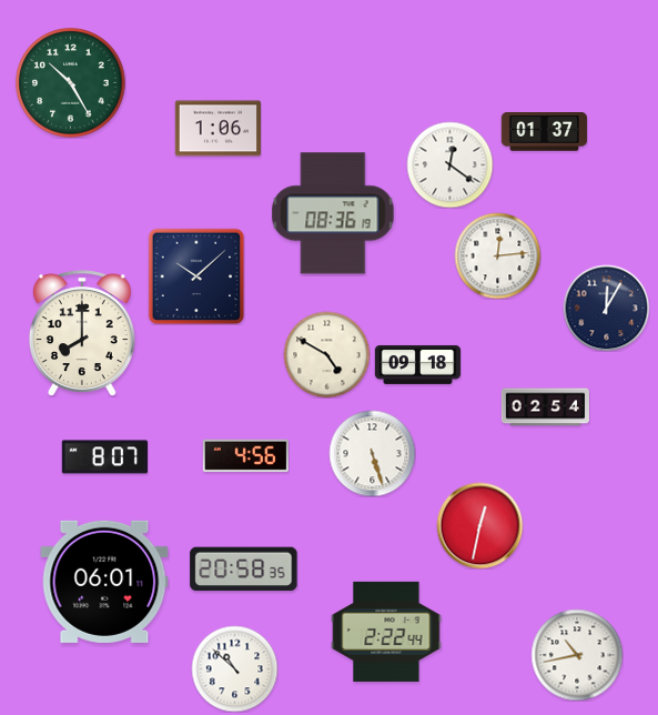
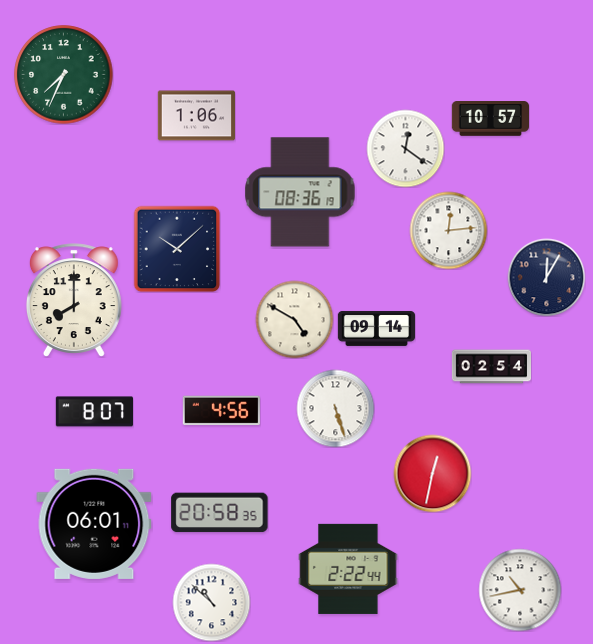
clock at (71, 83): 10:25 -> 7:34
clock at (544, 132): 01:37 -> 10:57
clock at (417, 364): 09:18 -> 09:14
